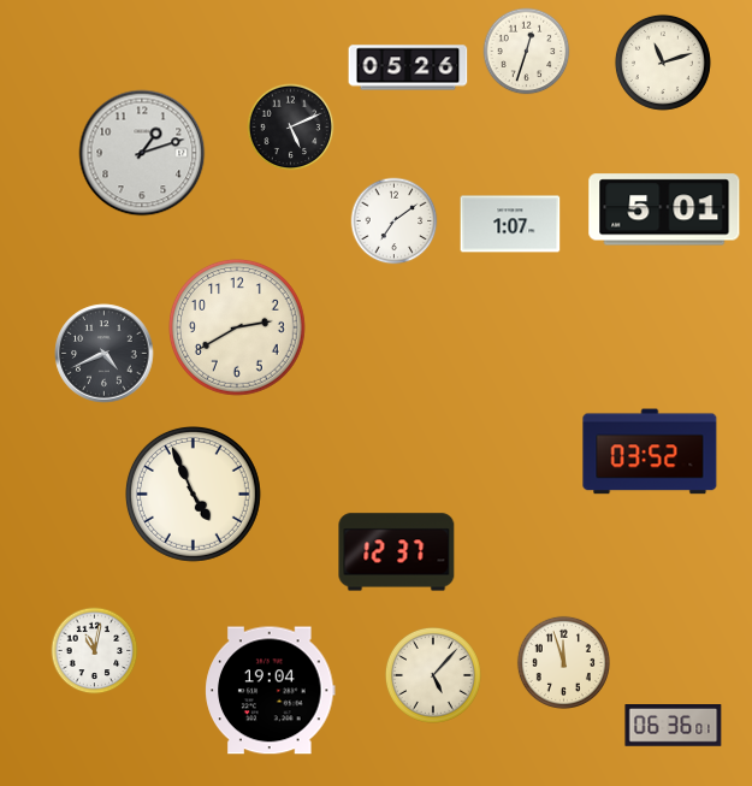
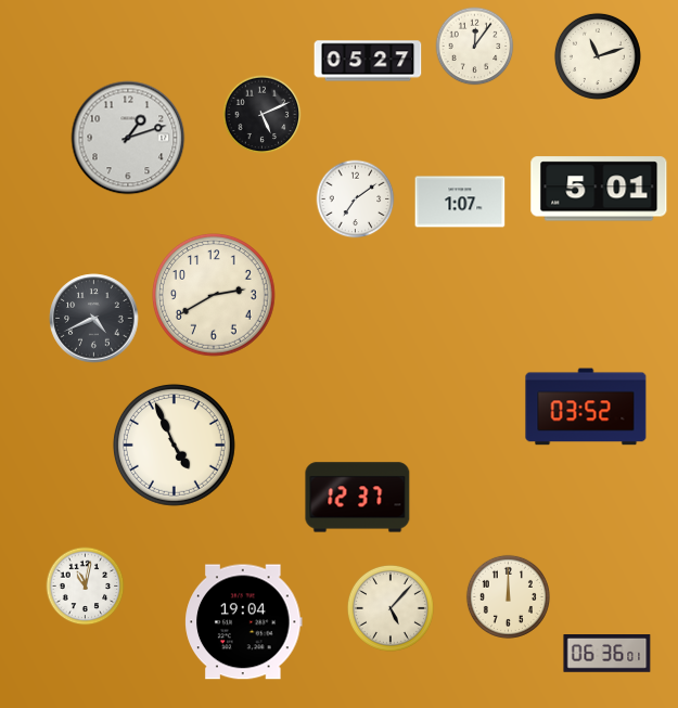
clock at (527, 52): 12:33 -> 12:06
clock at (408, 67): 05:26 -> 05:27
clock at (563, 662): 11:57 -> 12:00
